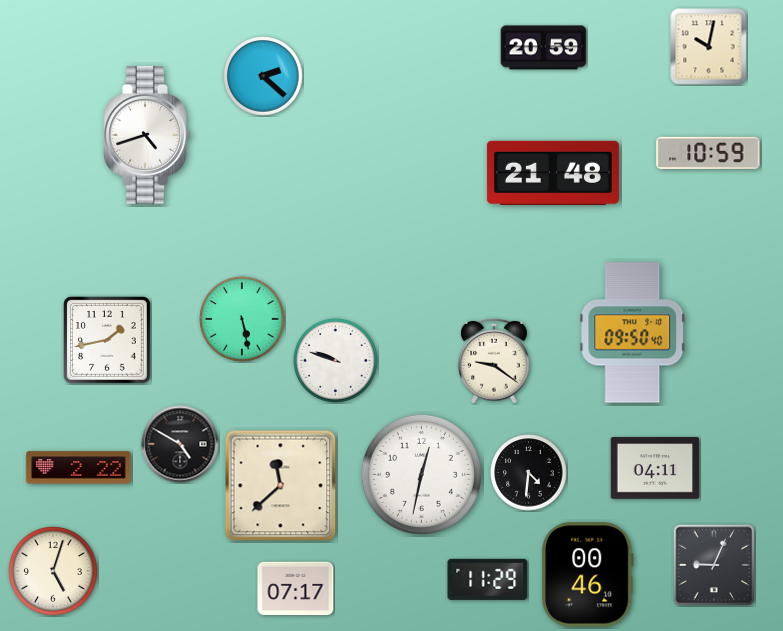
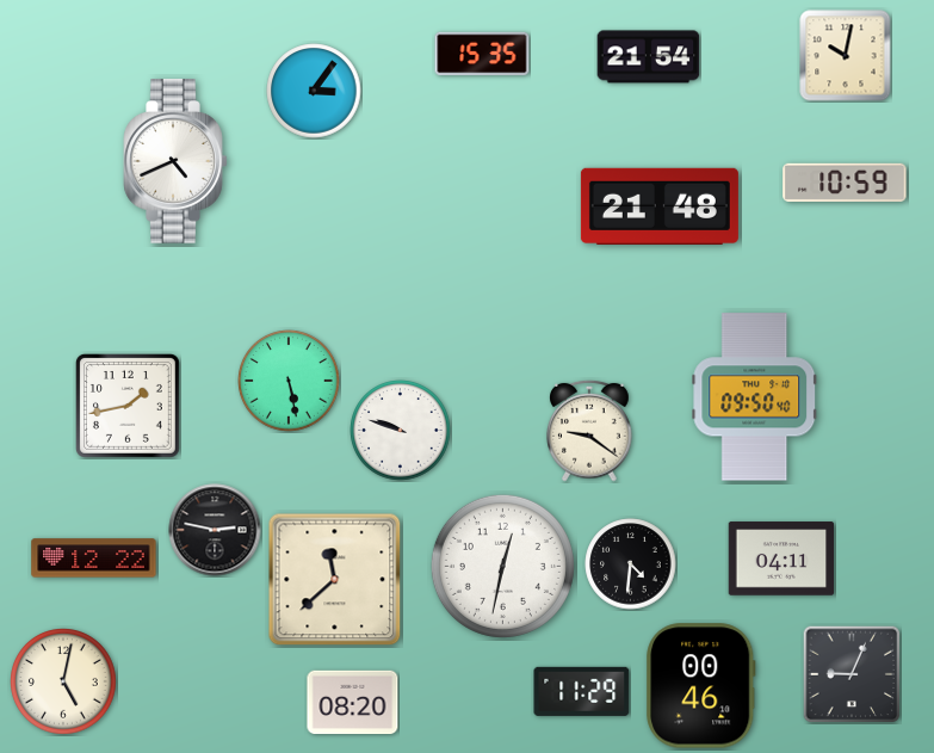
clock at (482, 54): none -> 15:35
clock at (544, 48): 20:59 -> 21:54
clock at (263, 76): 2:22 -> 3:06
clock at (147, 135): 4:42 -> 4:41
clock at (180, 444): 4:50 -> 2:47
clock at (79, 468): 2:22 -> 12:22
clock at (53, 571): 5:03 -> 5:02
clock at (296, 589): 07:17 -> 08:20
